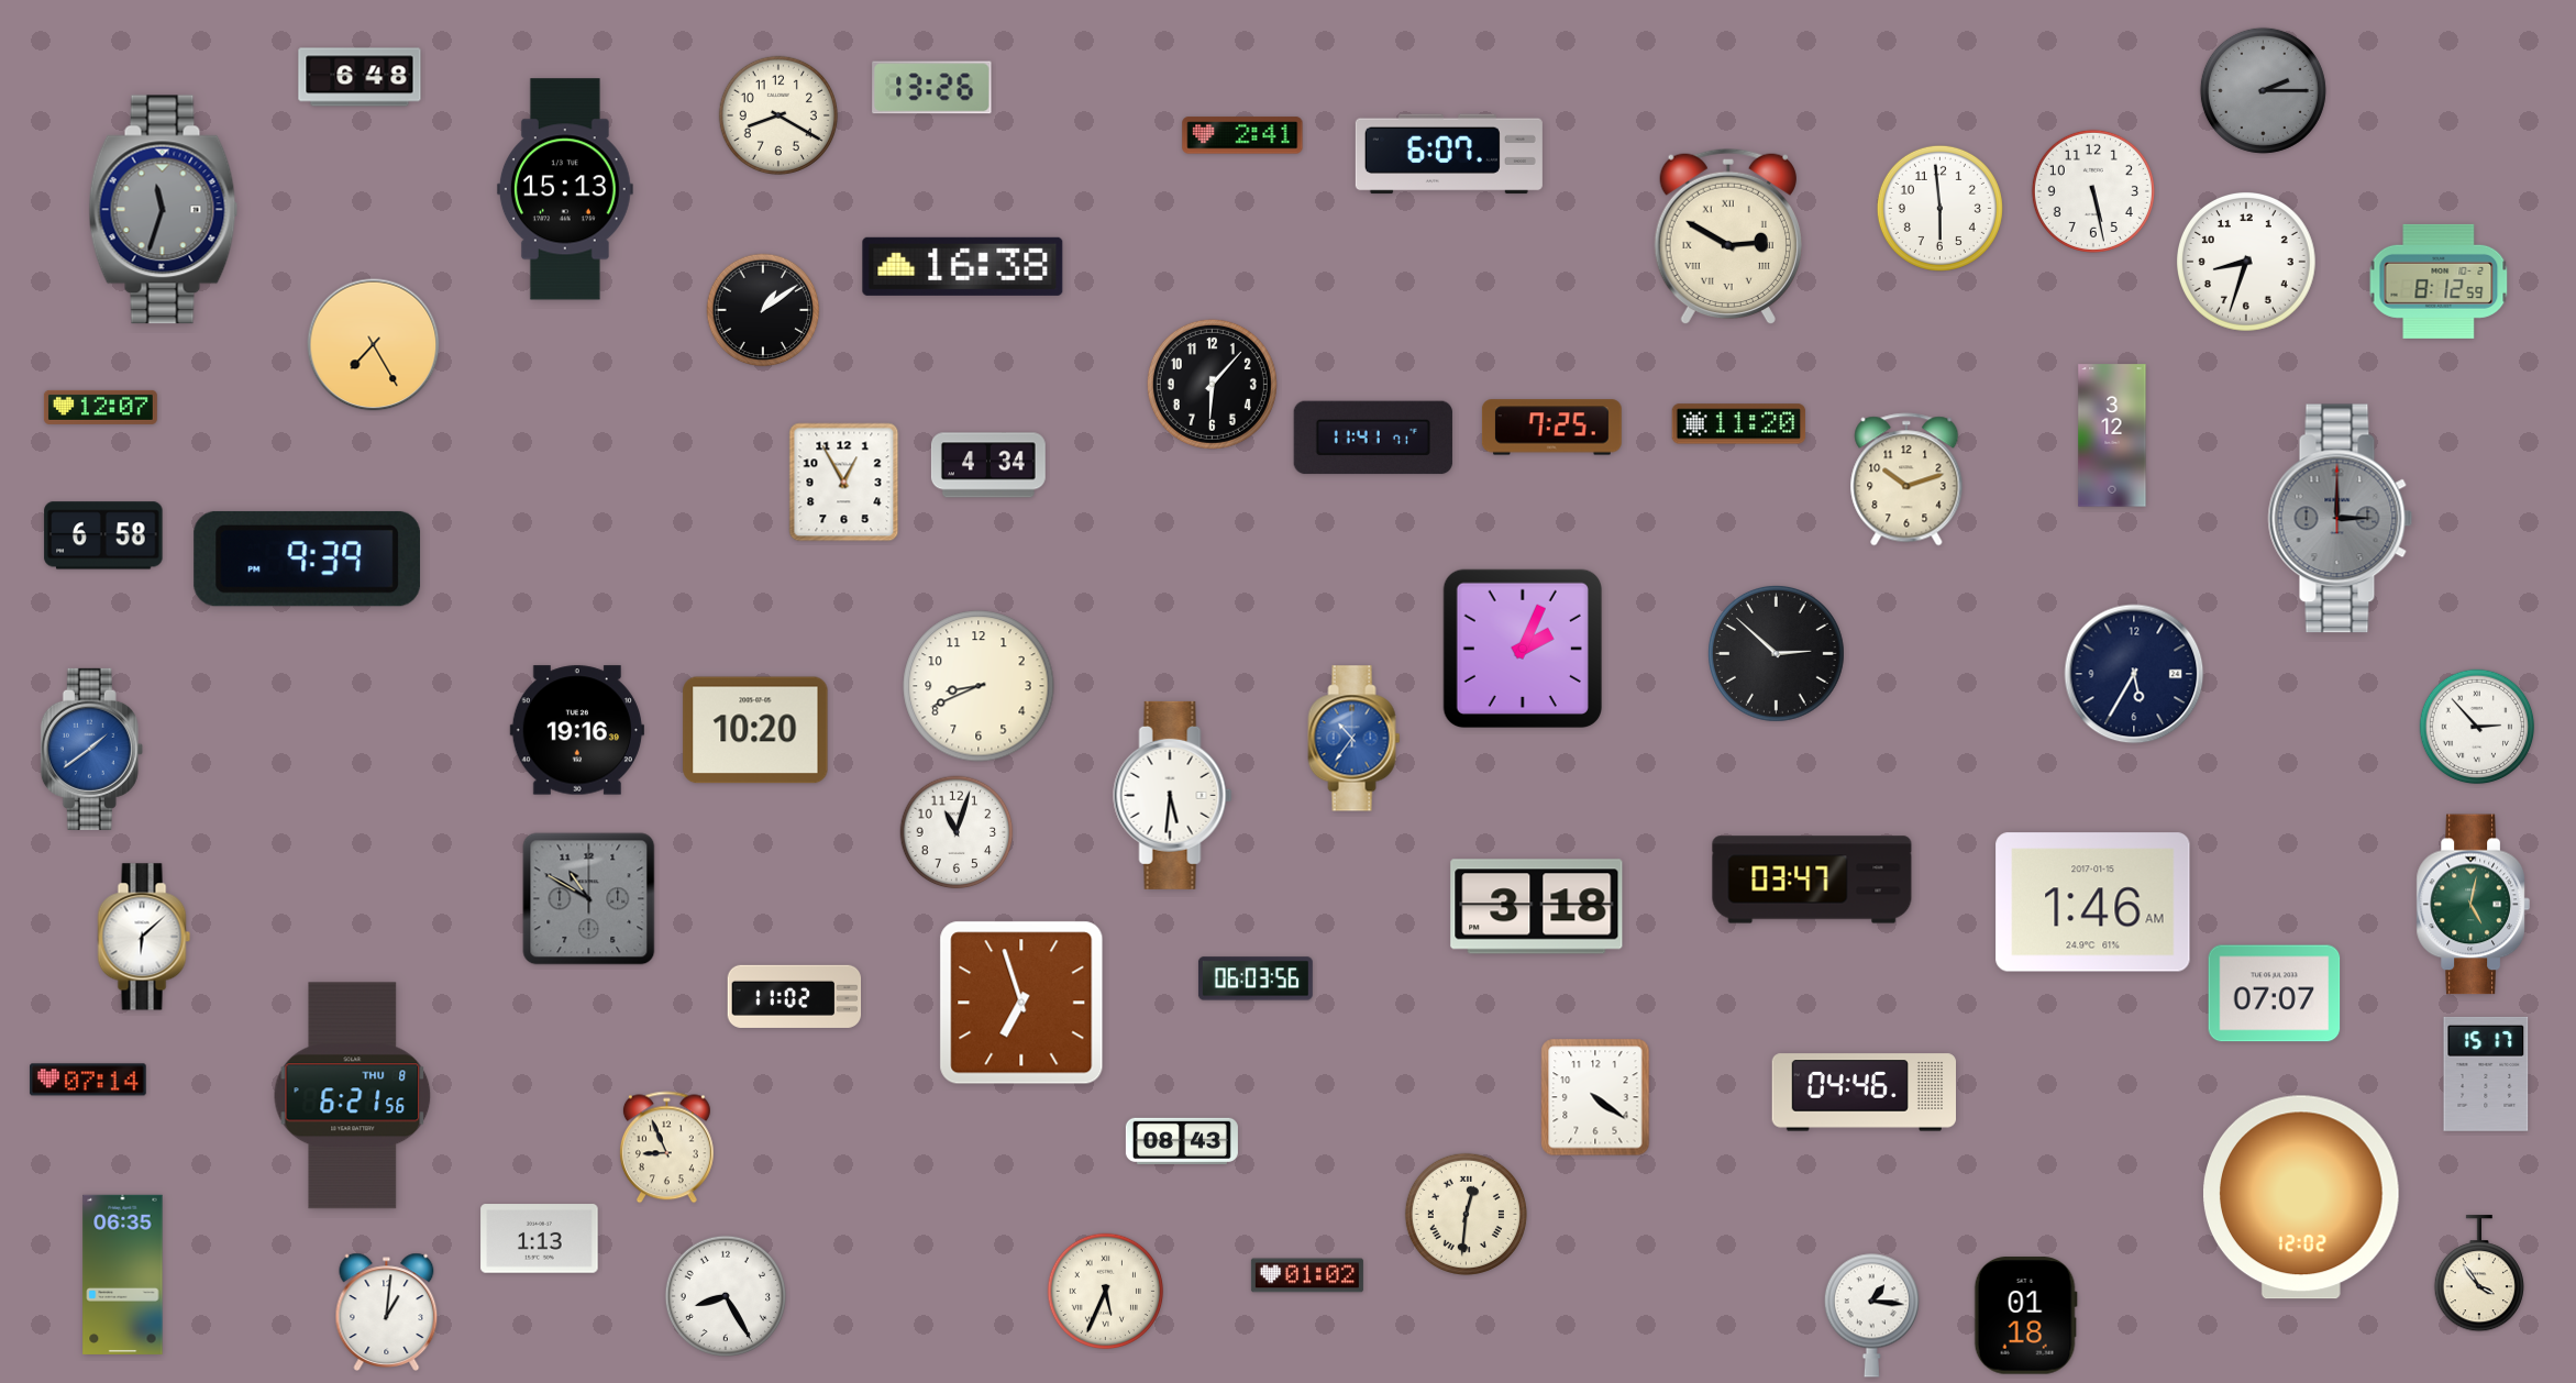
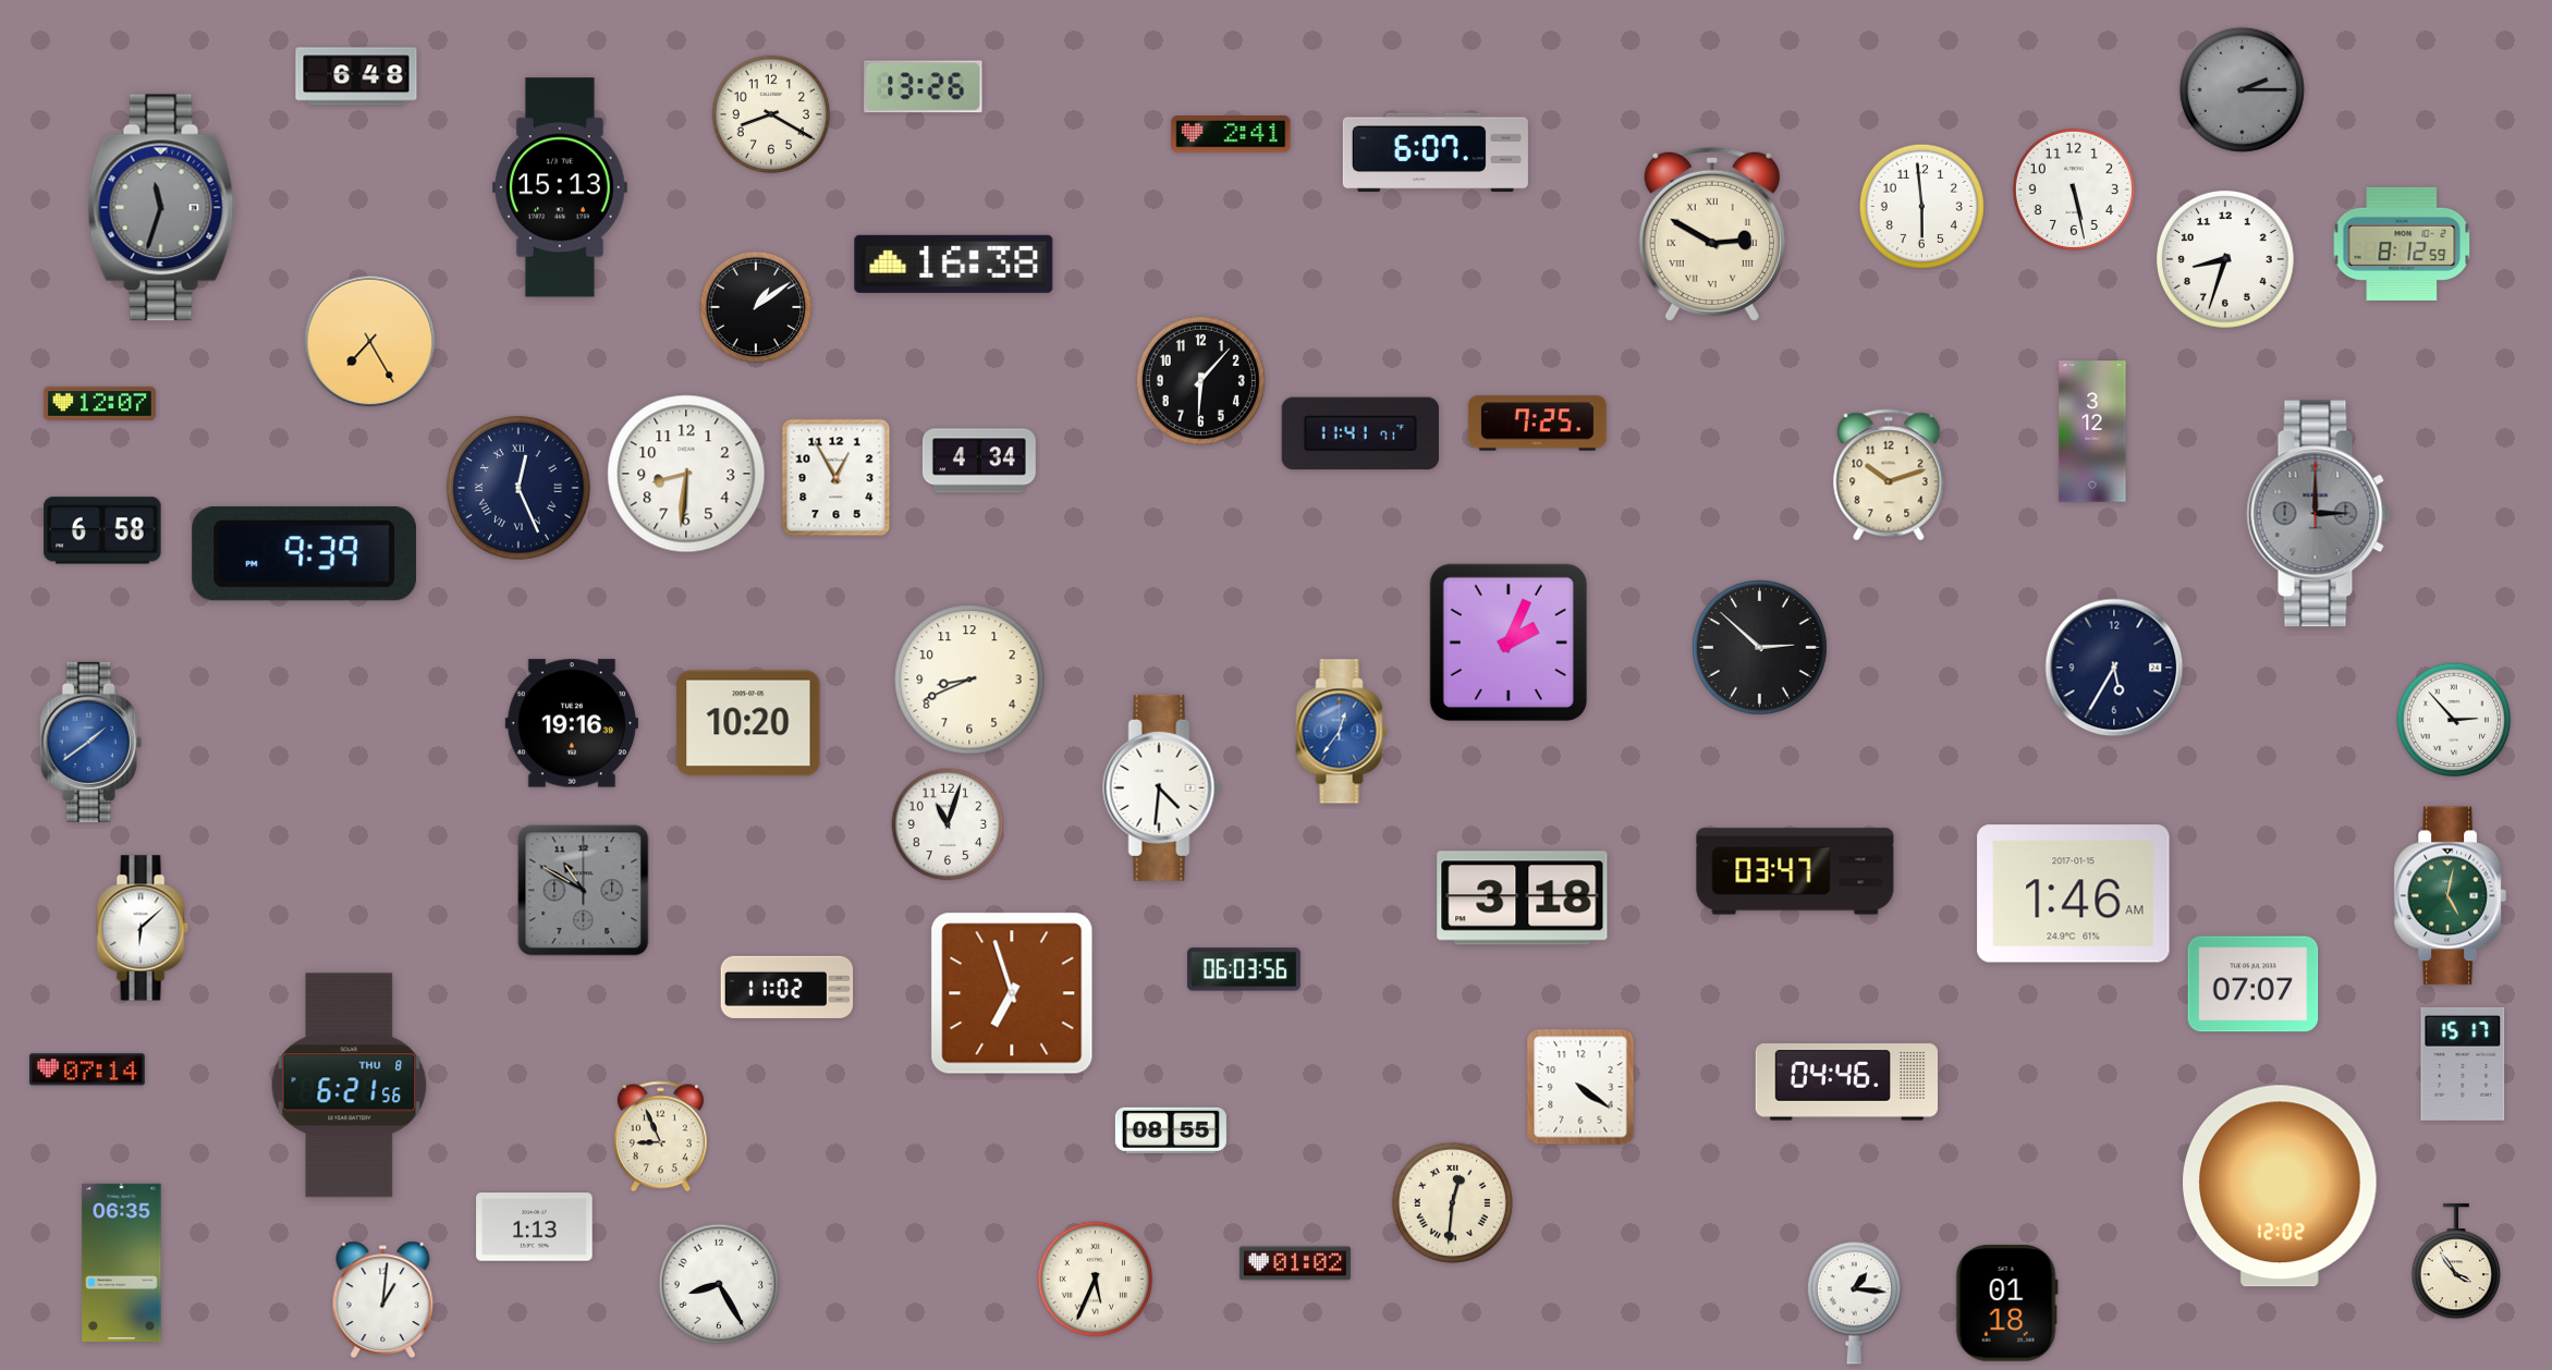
clock at (2439, 281) position: (2439, 281) -> (2402, 244)
clock at (1739, 424): 11:20 -> none
clock at (686, 474): none -> 8:31
clock at (518, 488): none -> 12:26
clock at (1355, 739): 10:36 -> 12:36
clock at (1173, 795): 5:31 -> 4:31
clock at (1182, 1141): 08:43 -> 08:55
